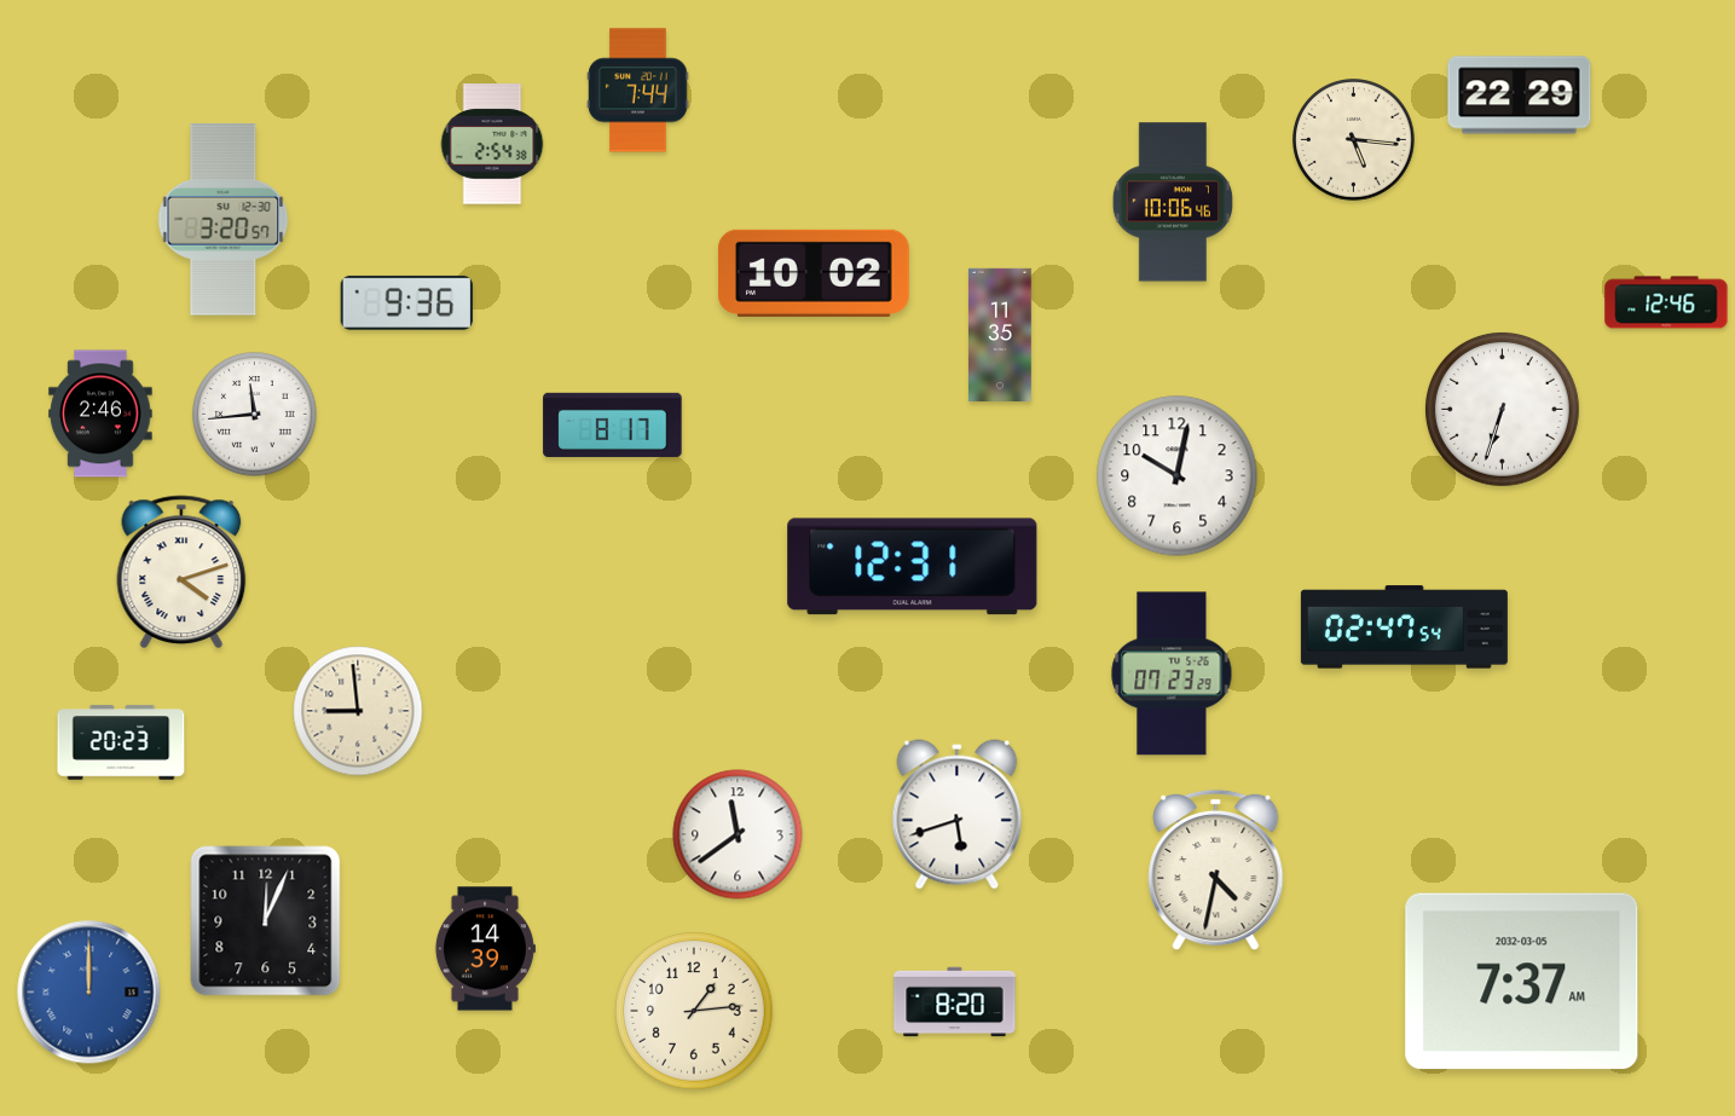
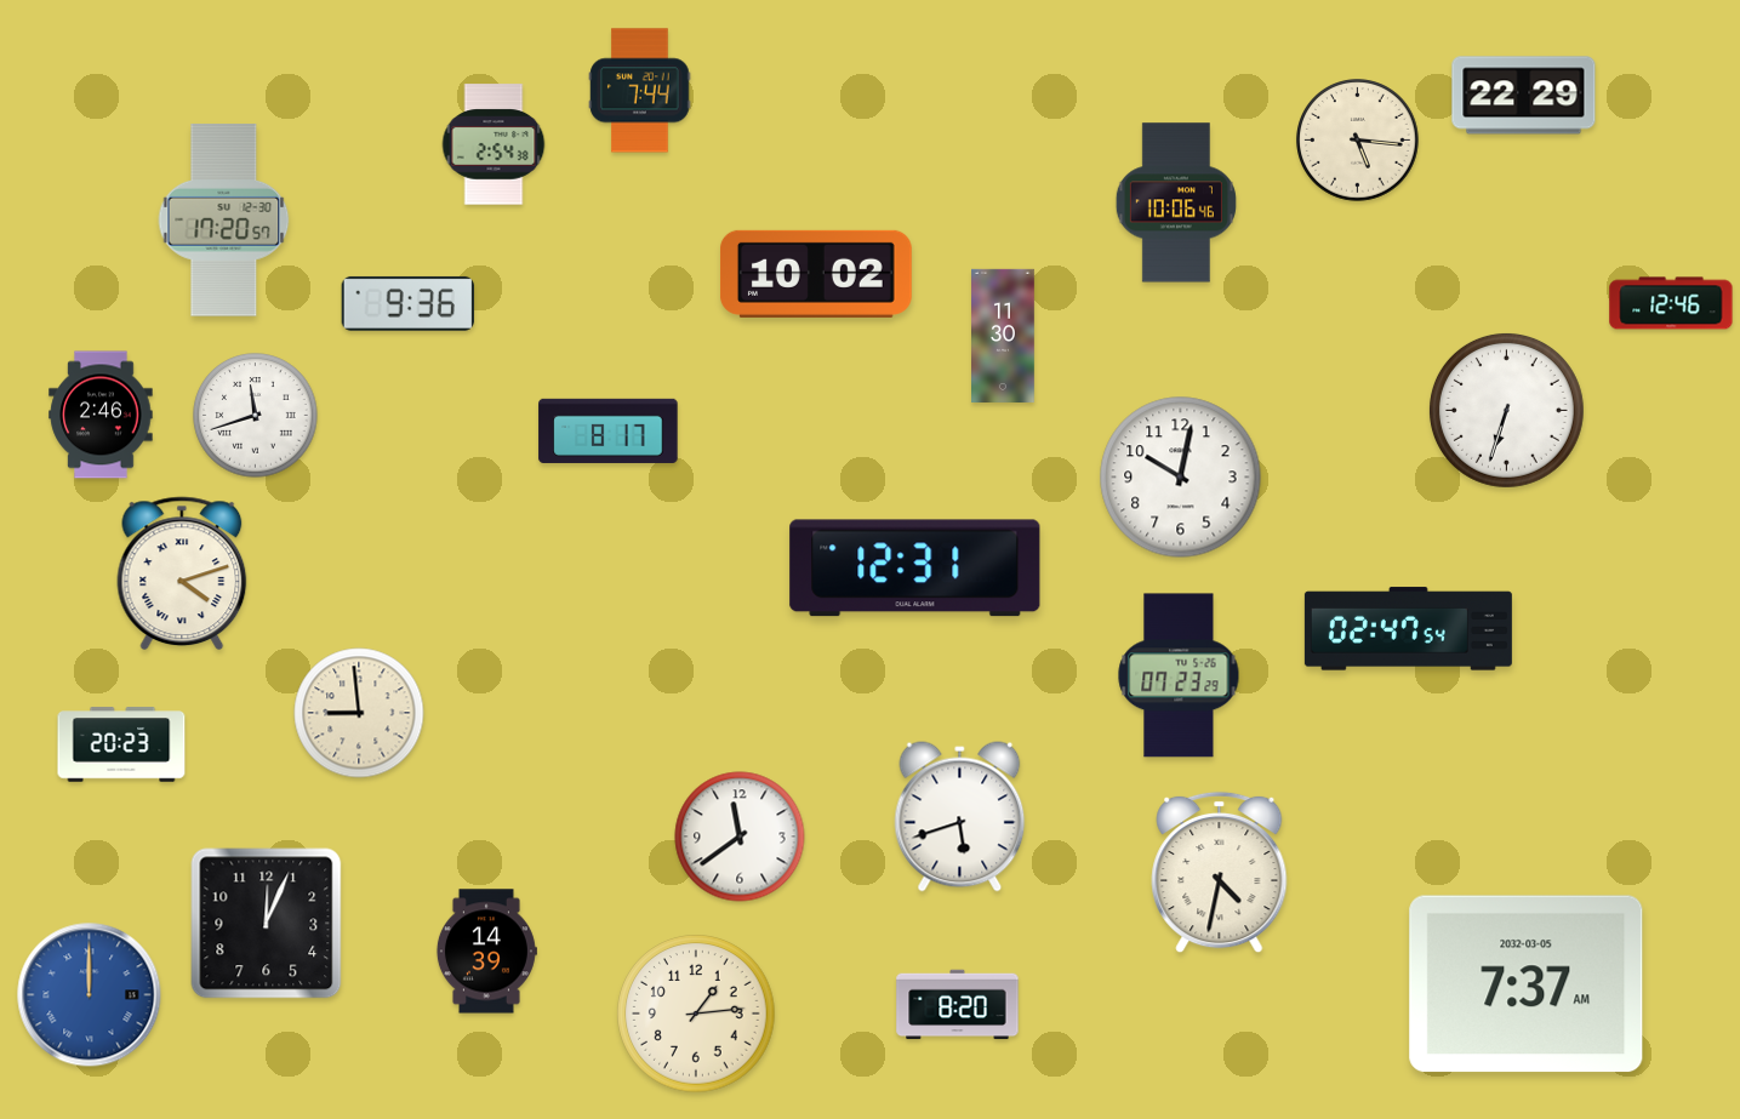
clock at (224, 220): 3:20 -> 17:20
clock at (1001, 334): 11:35 -> 11:30
clock at (255, 415): 11:44 -> 11:42
clock at (613, 424) position: (613, 424) -> (609, 430)
clock at (1172, 673) position: (1172, 673) -> (1179, 675)
